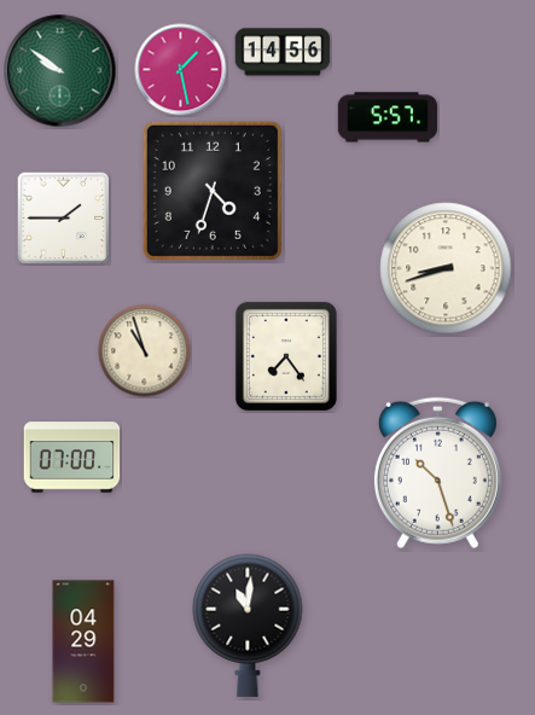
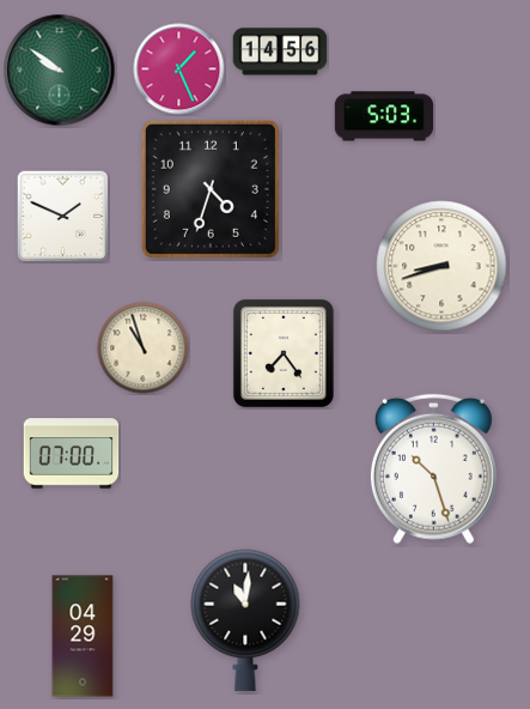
clock at (181, 70): 1:28 -> 1:26
clock at (386, 117): 5:57 -> 5:03
clock at (63, 217): 1:45 -> 1:49
